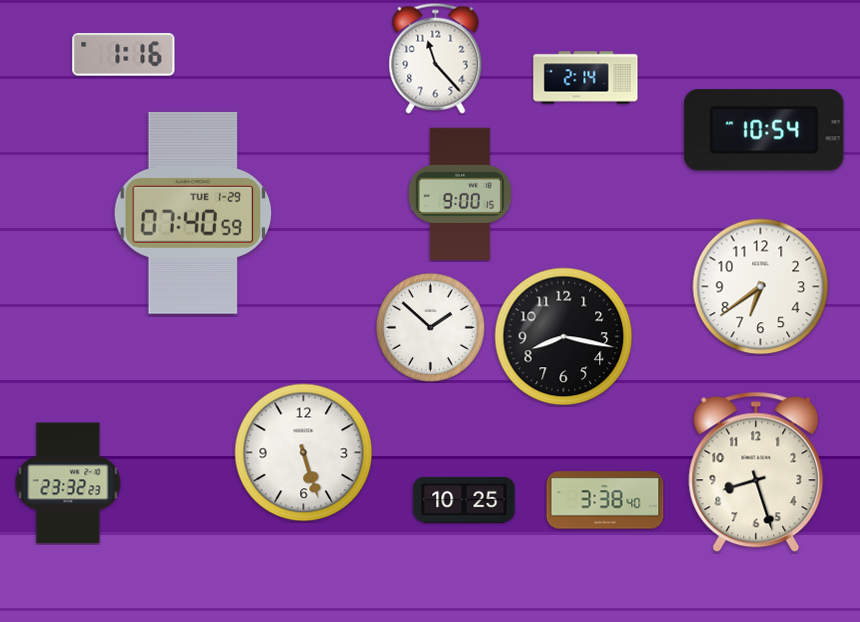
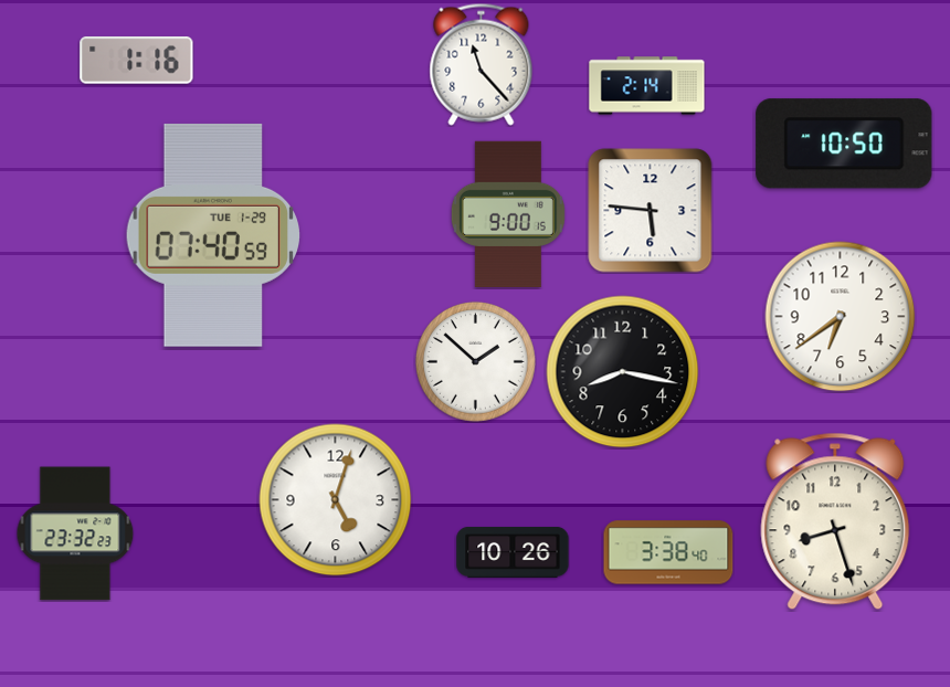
clock at (764, 130): 10:54 -> 10:50
clock at (651, 211): none -> 5:46
clock at (304, 453): 5:27 -> 5:03
clock at (464, 500): 10:25 -> 10:26
